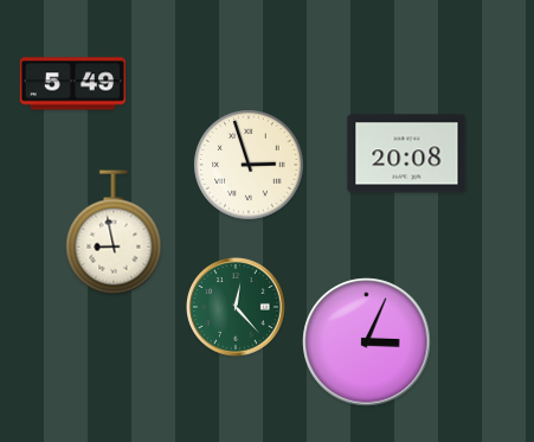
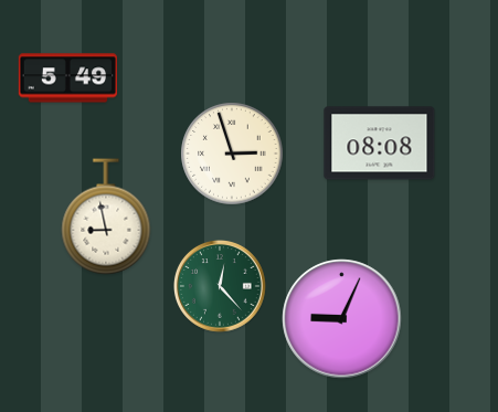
clock at (407, 154): 20:08 -> 08:08
clock at (367, 342): 3:04 -> 9:04
